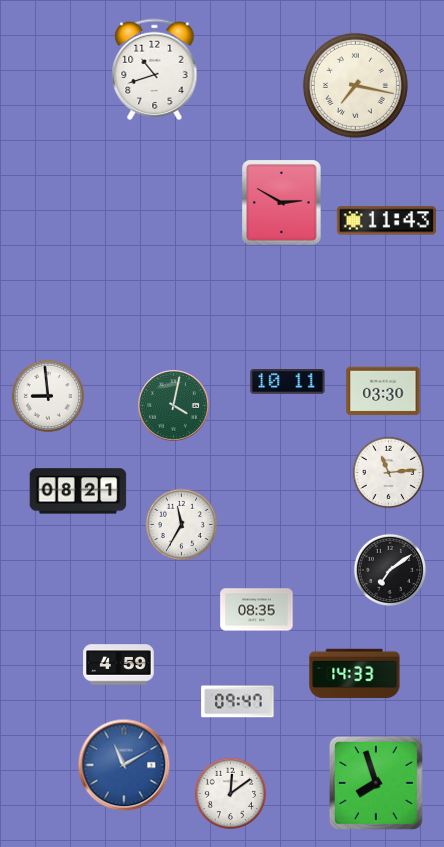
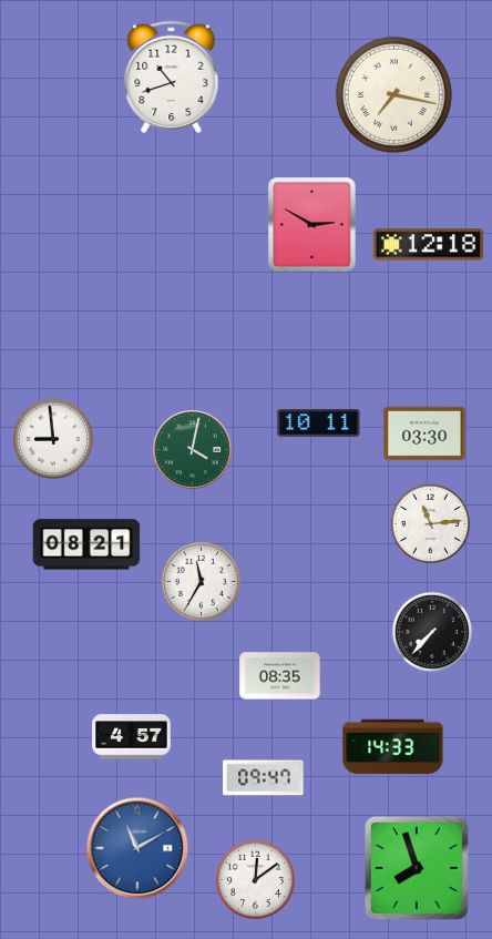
clock at (386, 221): 11:43 -> 12:18
clock at (389, 569): 7:09 -> 7:37
clock at (257, 610) position: (257, 610) -> (280, 676)
clock at (119, 665): 4:59 -> 4:57
